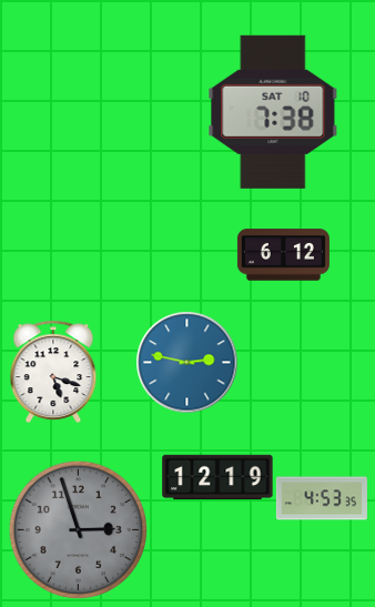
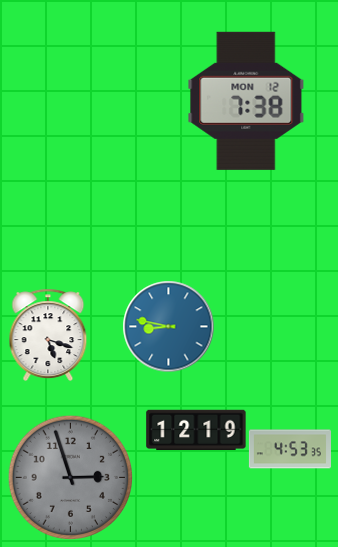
clock at (273, 112) date: SAT 10 -> MON 12
clock at (283, 255): 6:12 -> none
clock at (186, 362): 2:47 -> 8:47
